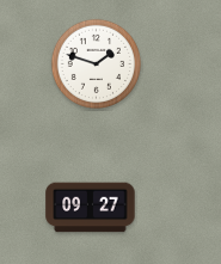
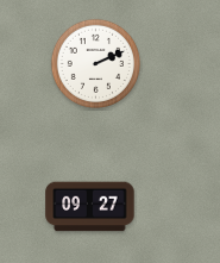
clock at (96, 63): 1:48 -> 2:11
